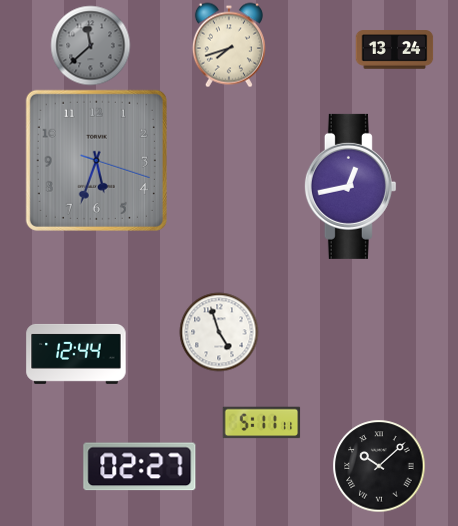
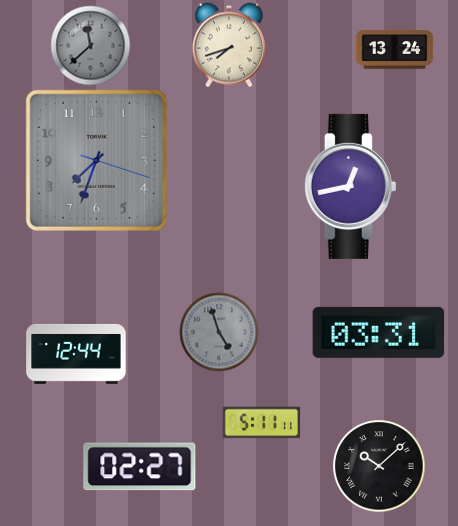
clock at (96, 160): 5:33 -> 7:33
clock at (219, 332) dial: white -> grey
clock at (379, 332): none -> 03:31
